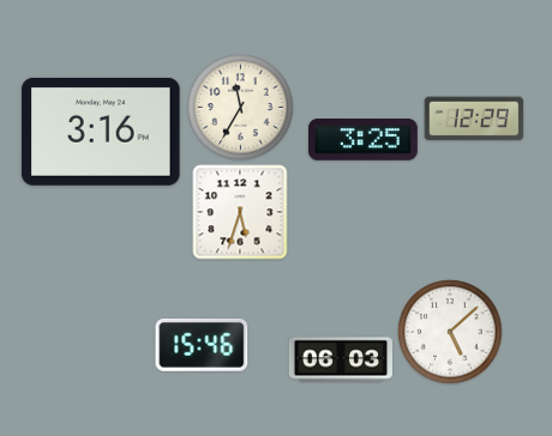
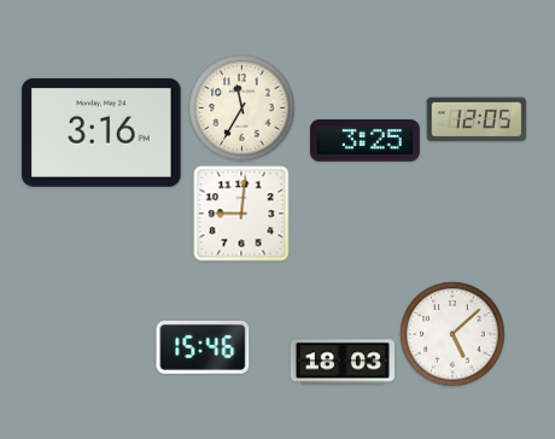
clock at (474, 119): 12:29 -> 12:05
clock at (240, 212): 5:33 -> 9:01
clock at (340, 359): 06:03 -> 18:03
